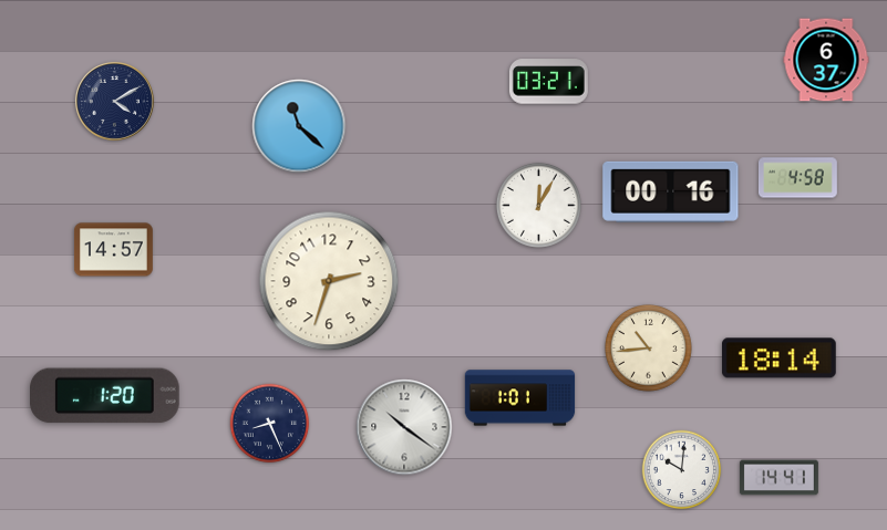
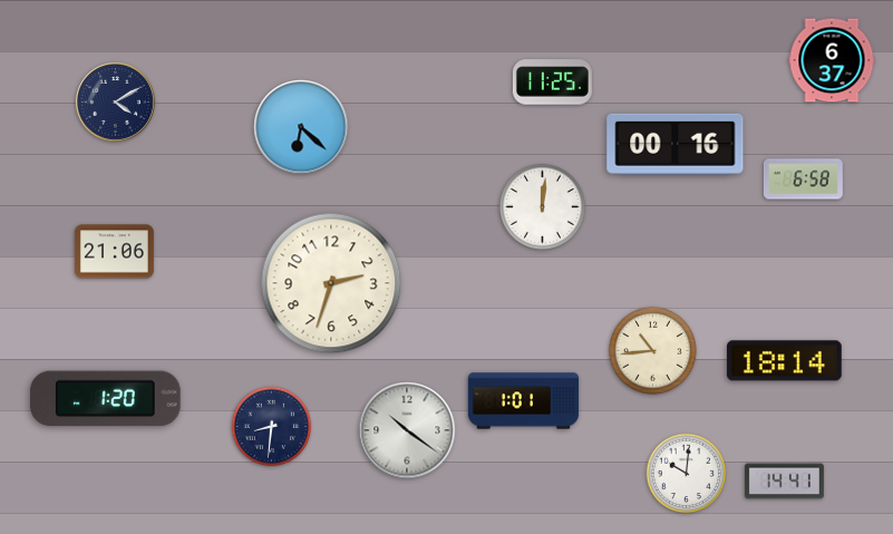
clock at (548, 82): 03:21 -> 11:25
clock at (299, 126): 11:22 -> 6:22
clock at (797, 178): 4:58 -> 6:58
clock at (671, 191) position: (671, 191) -> (676, 144)
clock at (538, 205): 12:05 -> 12:01
clock at (113, 250): 14:57 -> 21:06
clock at (270, 424): 8:26 -> 8:31
